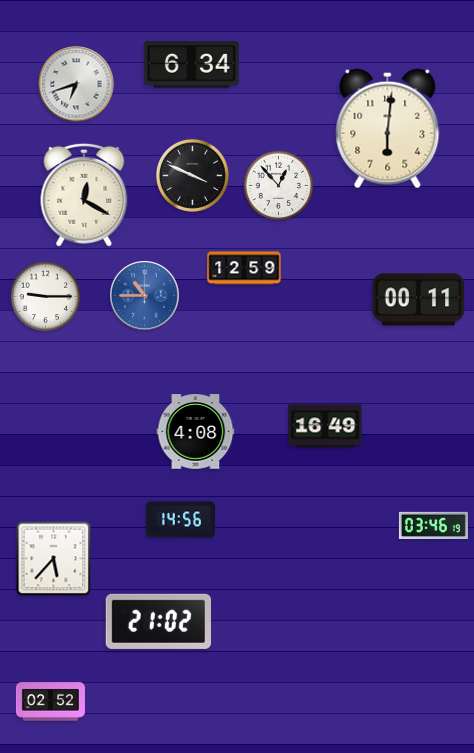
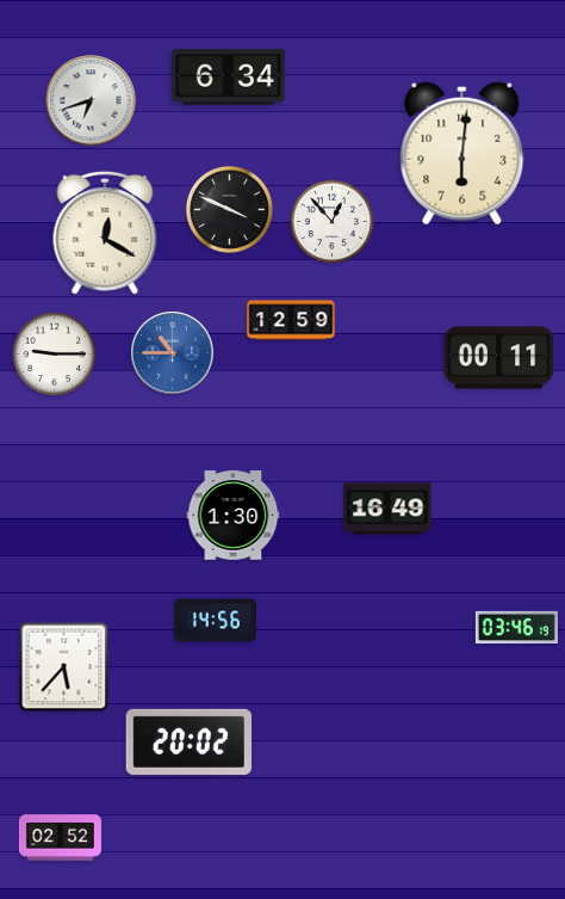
clock at (84, 195) position: (84, 195) -> (105, 233)
clock at (196, 432): 4:08 -> 1:30
clock at (158, 621): 21:02 -> 20:02
